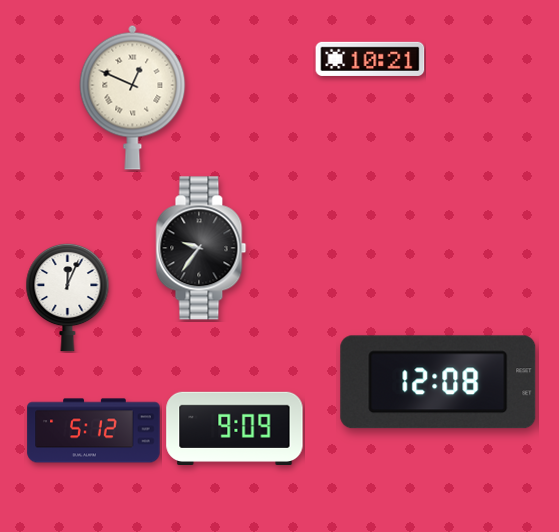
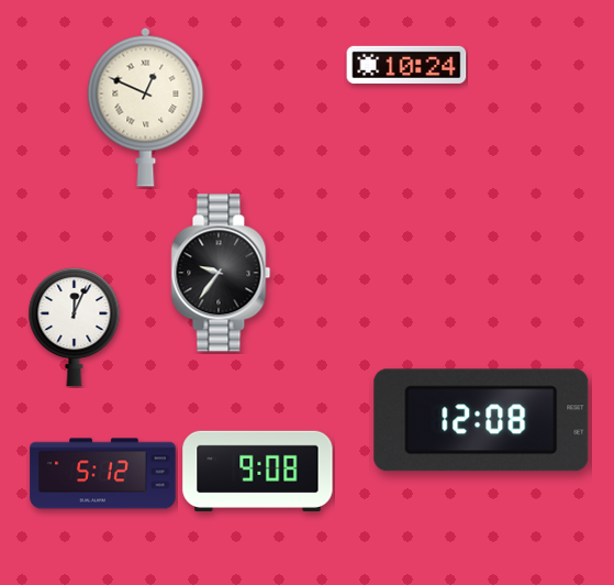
clock at (370, 59): 10:21 -> 10:24
clock at (235, 428): 9:09 -> 9:08
